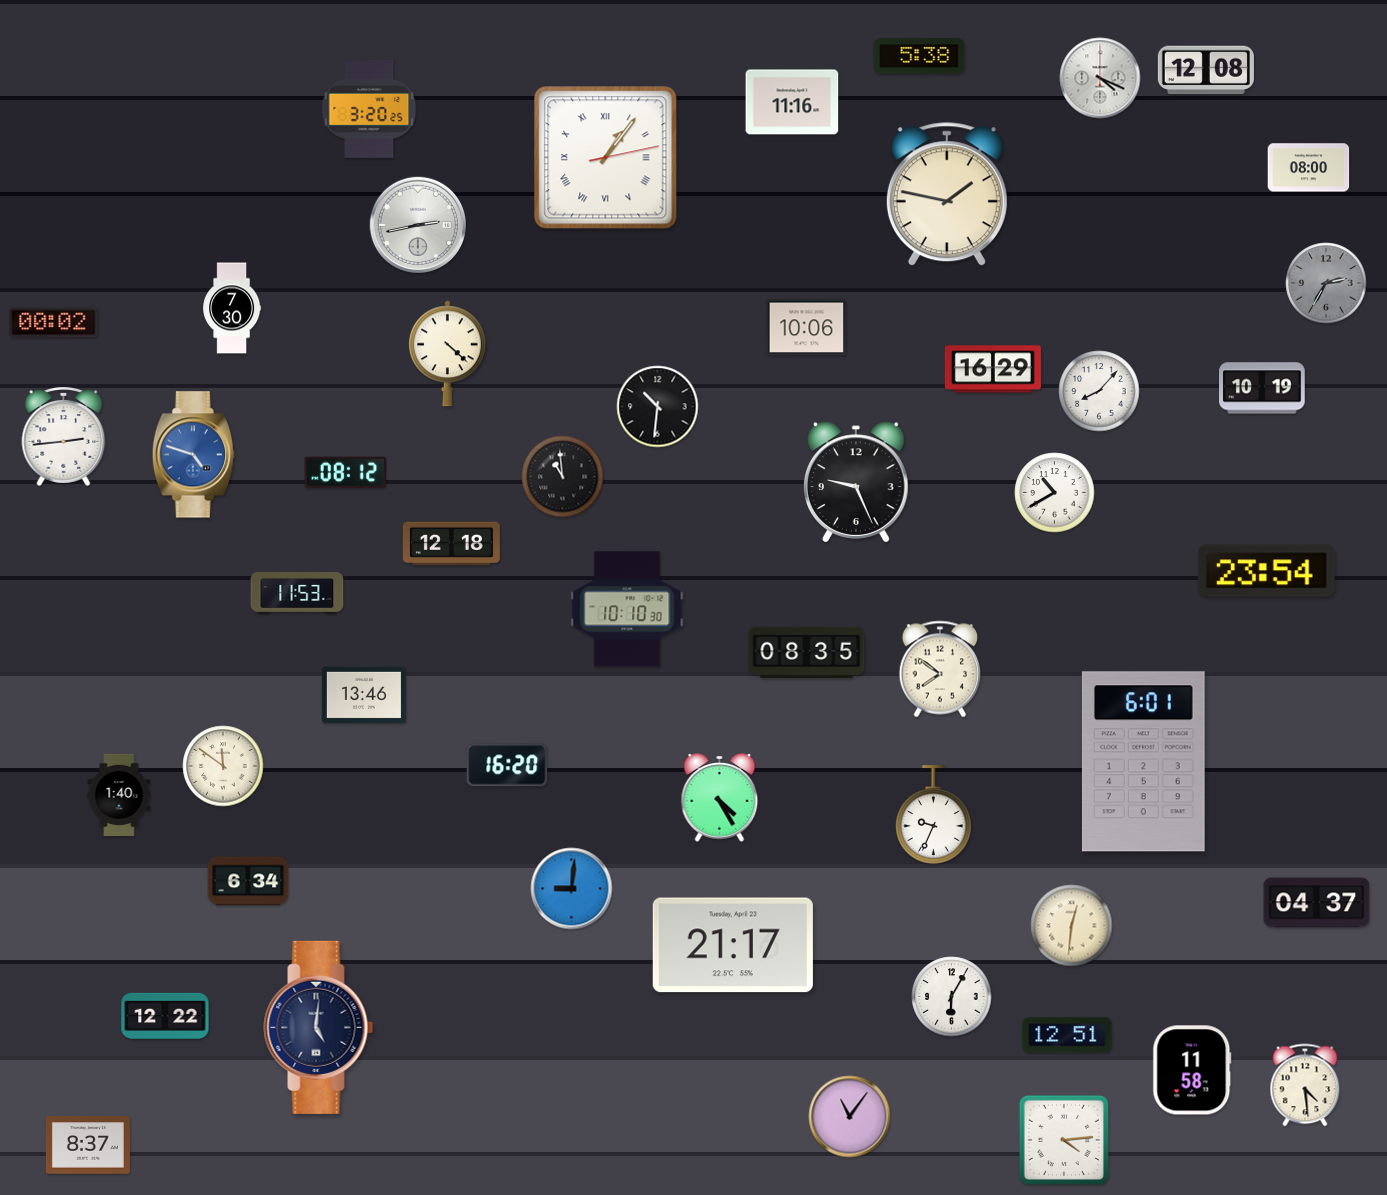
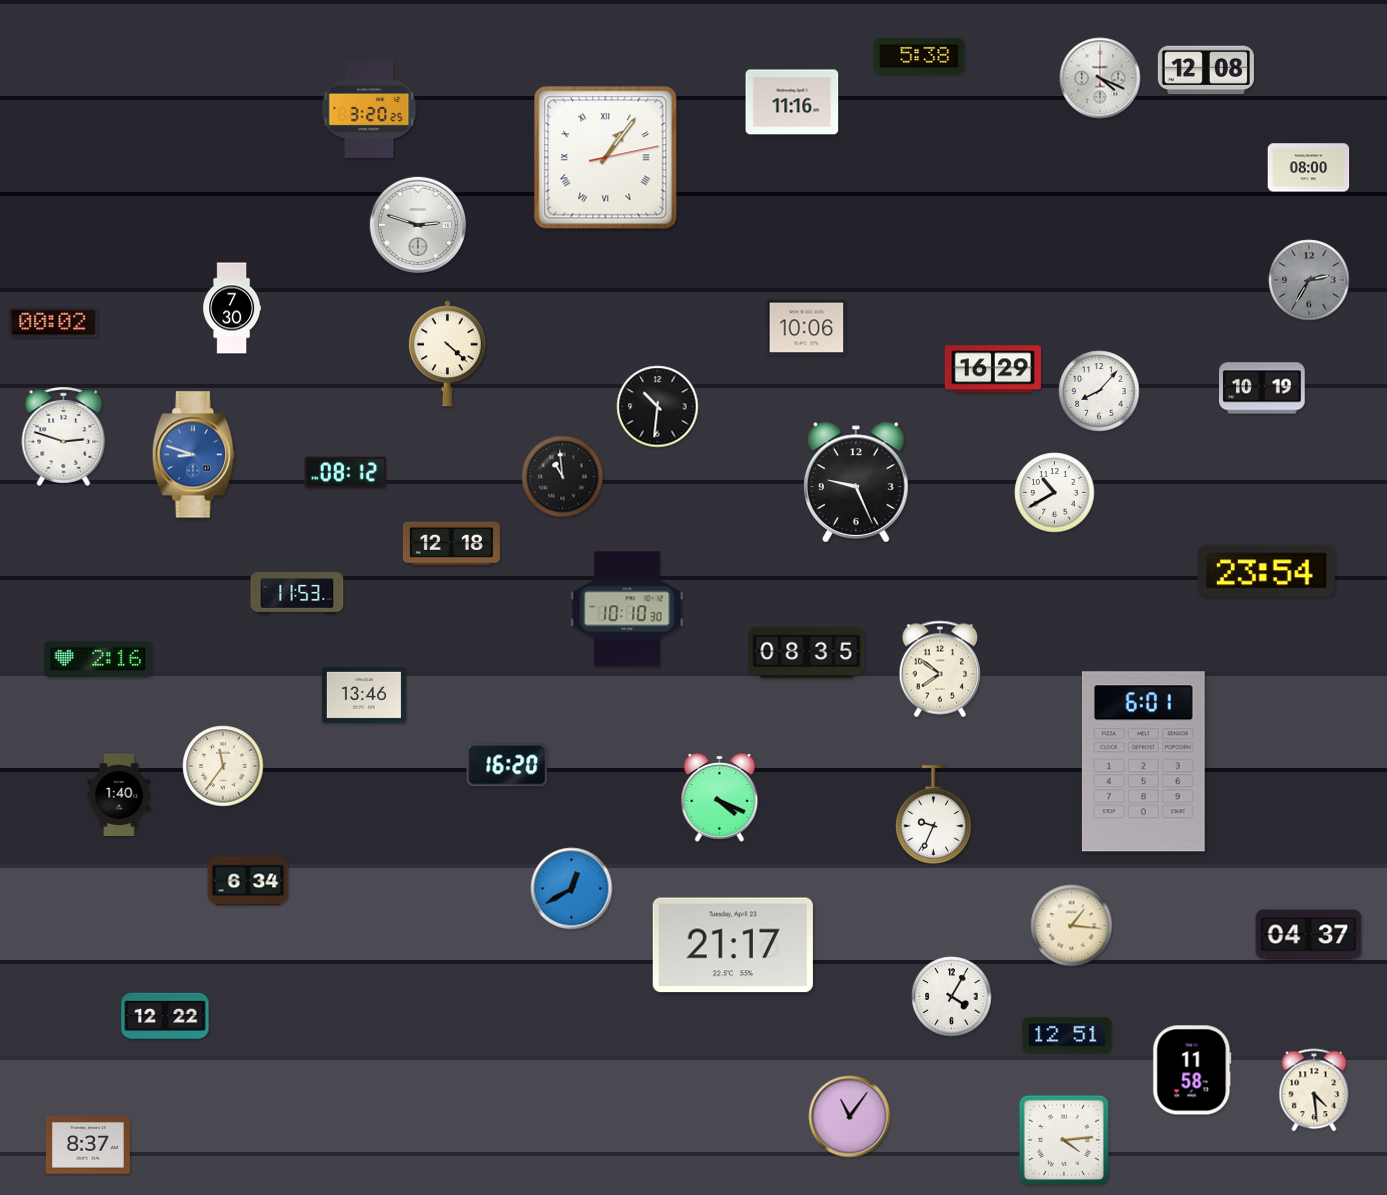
clock at (947, 195): 1:47 -> none
clock at (417, 224): 2:43 -> 2:48
clock at (1326, 283) position: (1326, 283) -> (1309, 280)
clock at (64, 436): 2:44 -> 2:48
clock at (193, 455): 4:48 -> 8:48
clock at (98, 659): none -> 2:16
clock at (223, 766): 11:51 -> 11:36
clock at (720, 798): 4:25 -> 4:19
clock at (572, 889): 9:01 -> 12:40
clock at (1317, 903) position: (1317, 903) -> (1309, 935)
clock at (1072, 926): 12:31 -> 1:16
clock at (952, 997): 6:05 -> 4:05
clock at (319, 1027): 5:01 -> none
clock at (1305, 1085) position: (1305, 1085) -> (1314, 1090)
